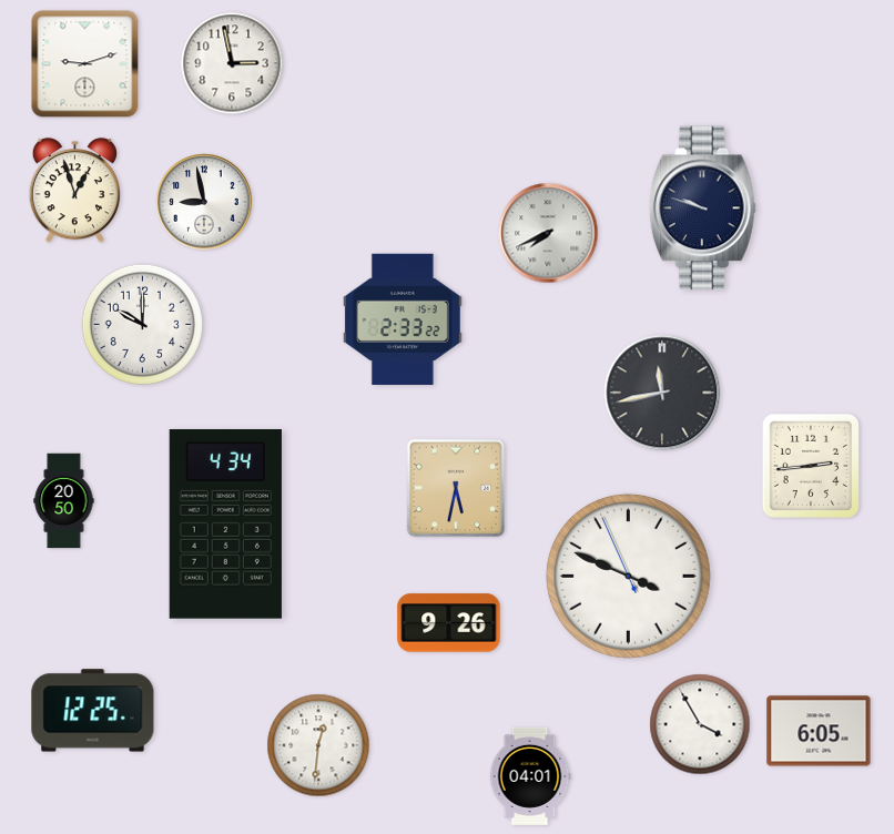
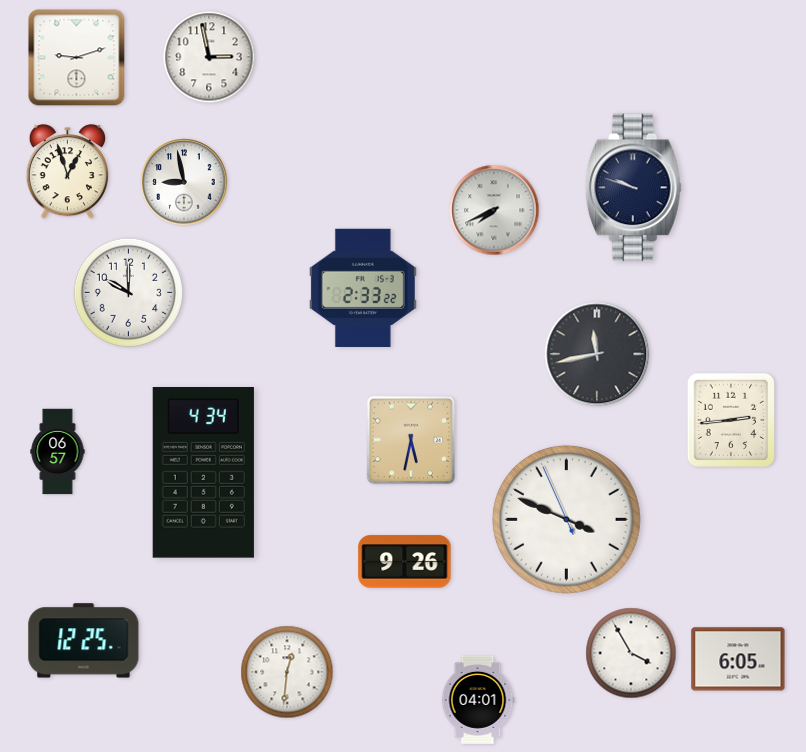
clock at (64, 501): 20:50 -> 06:57
